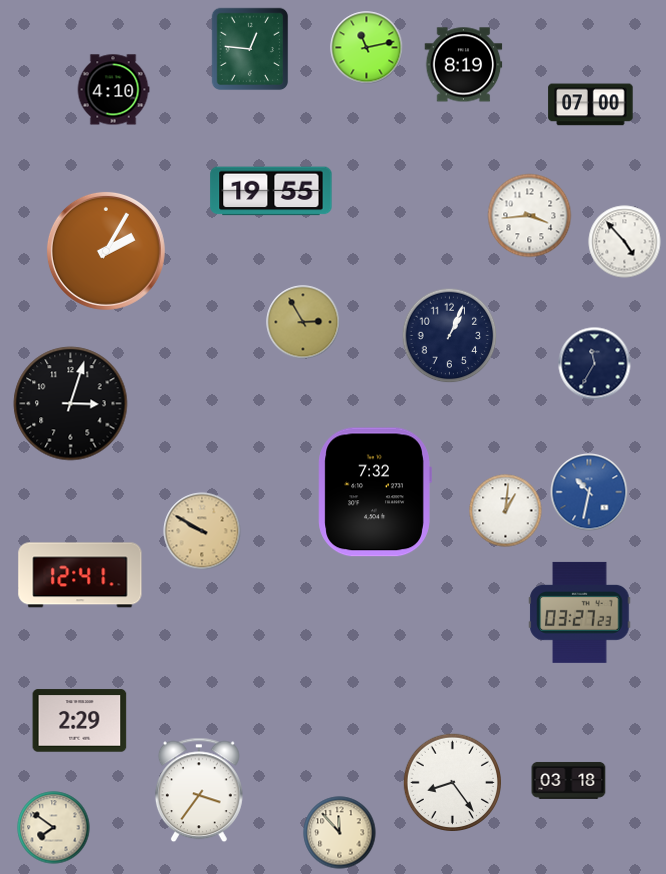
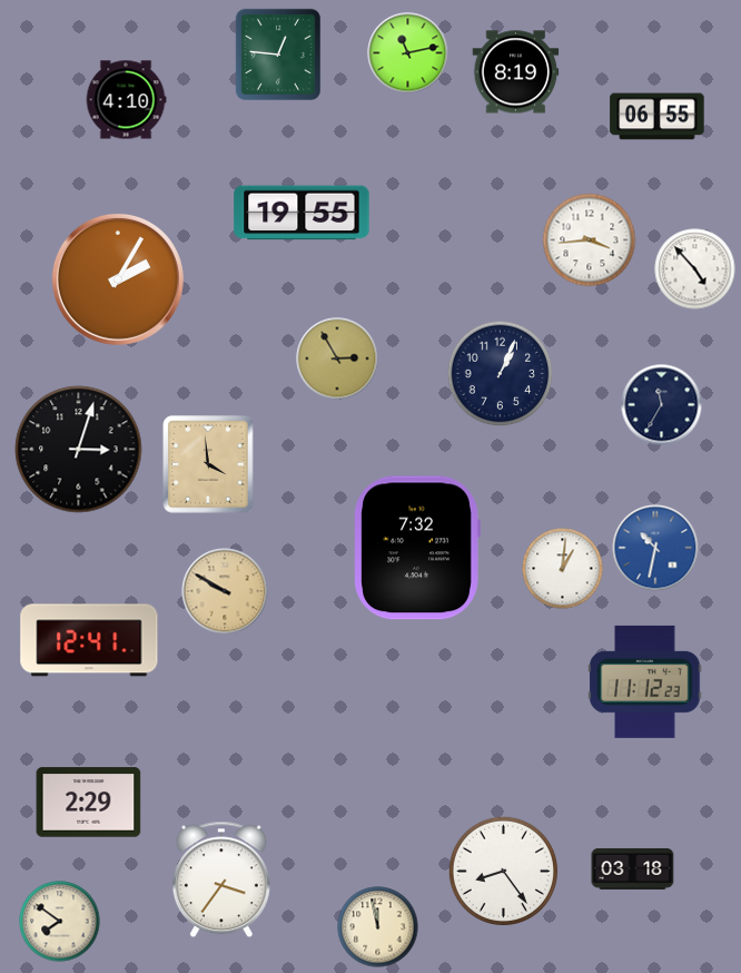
clock at (591, 105): 07:00 -> 06:55
clock at (208, 464): none -> 3:59
clock at (580, 612): 03:27 -> 11:12
clock at (340, 833): 11:53 -> 11:58
